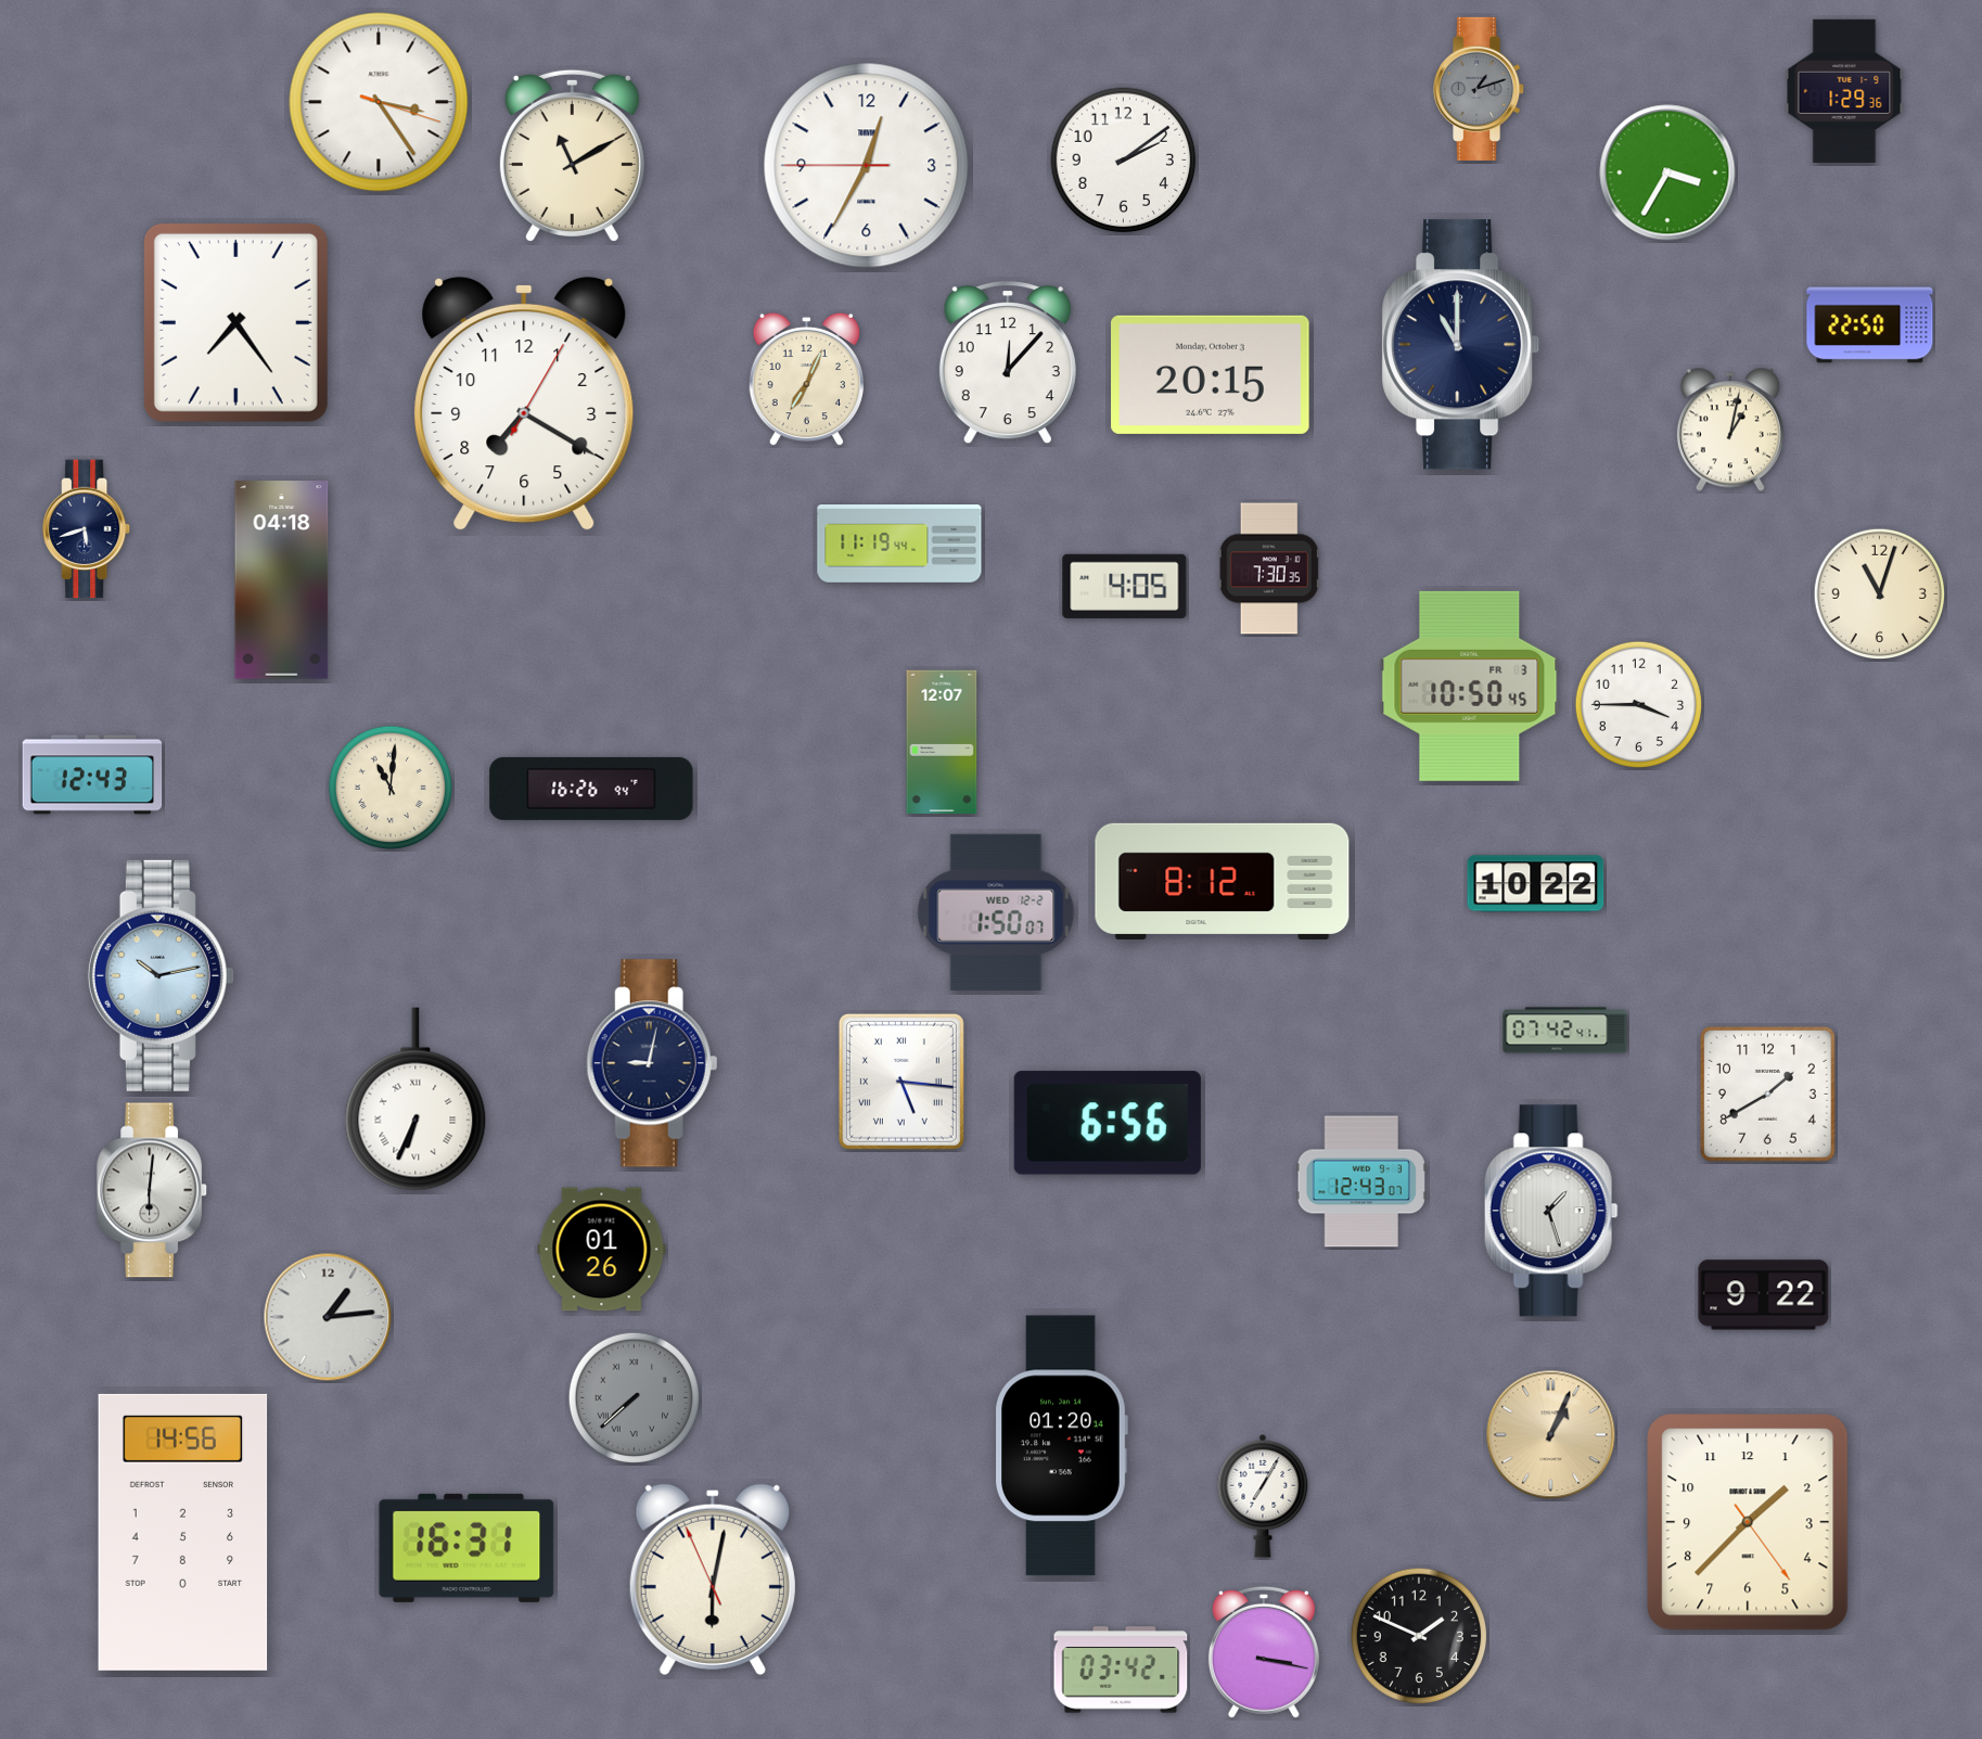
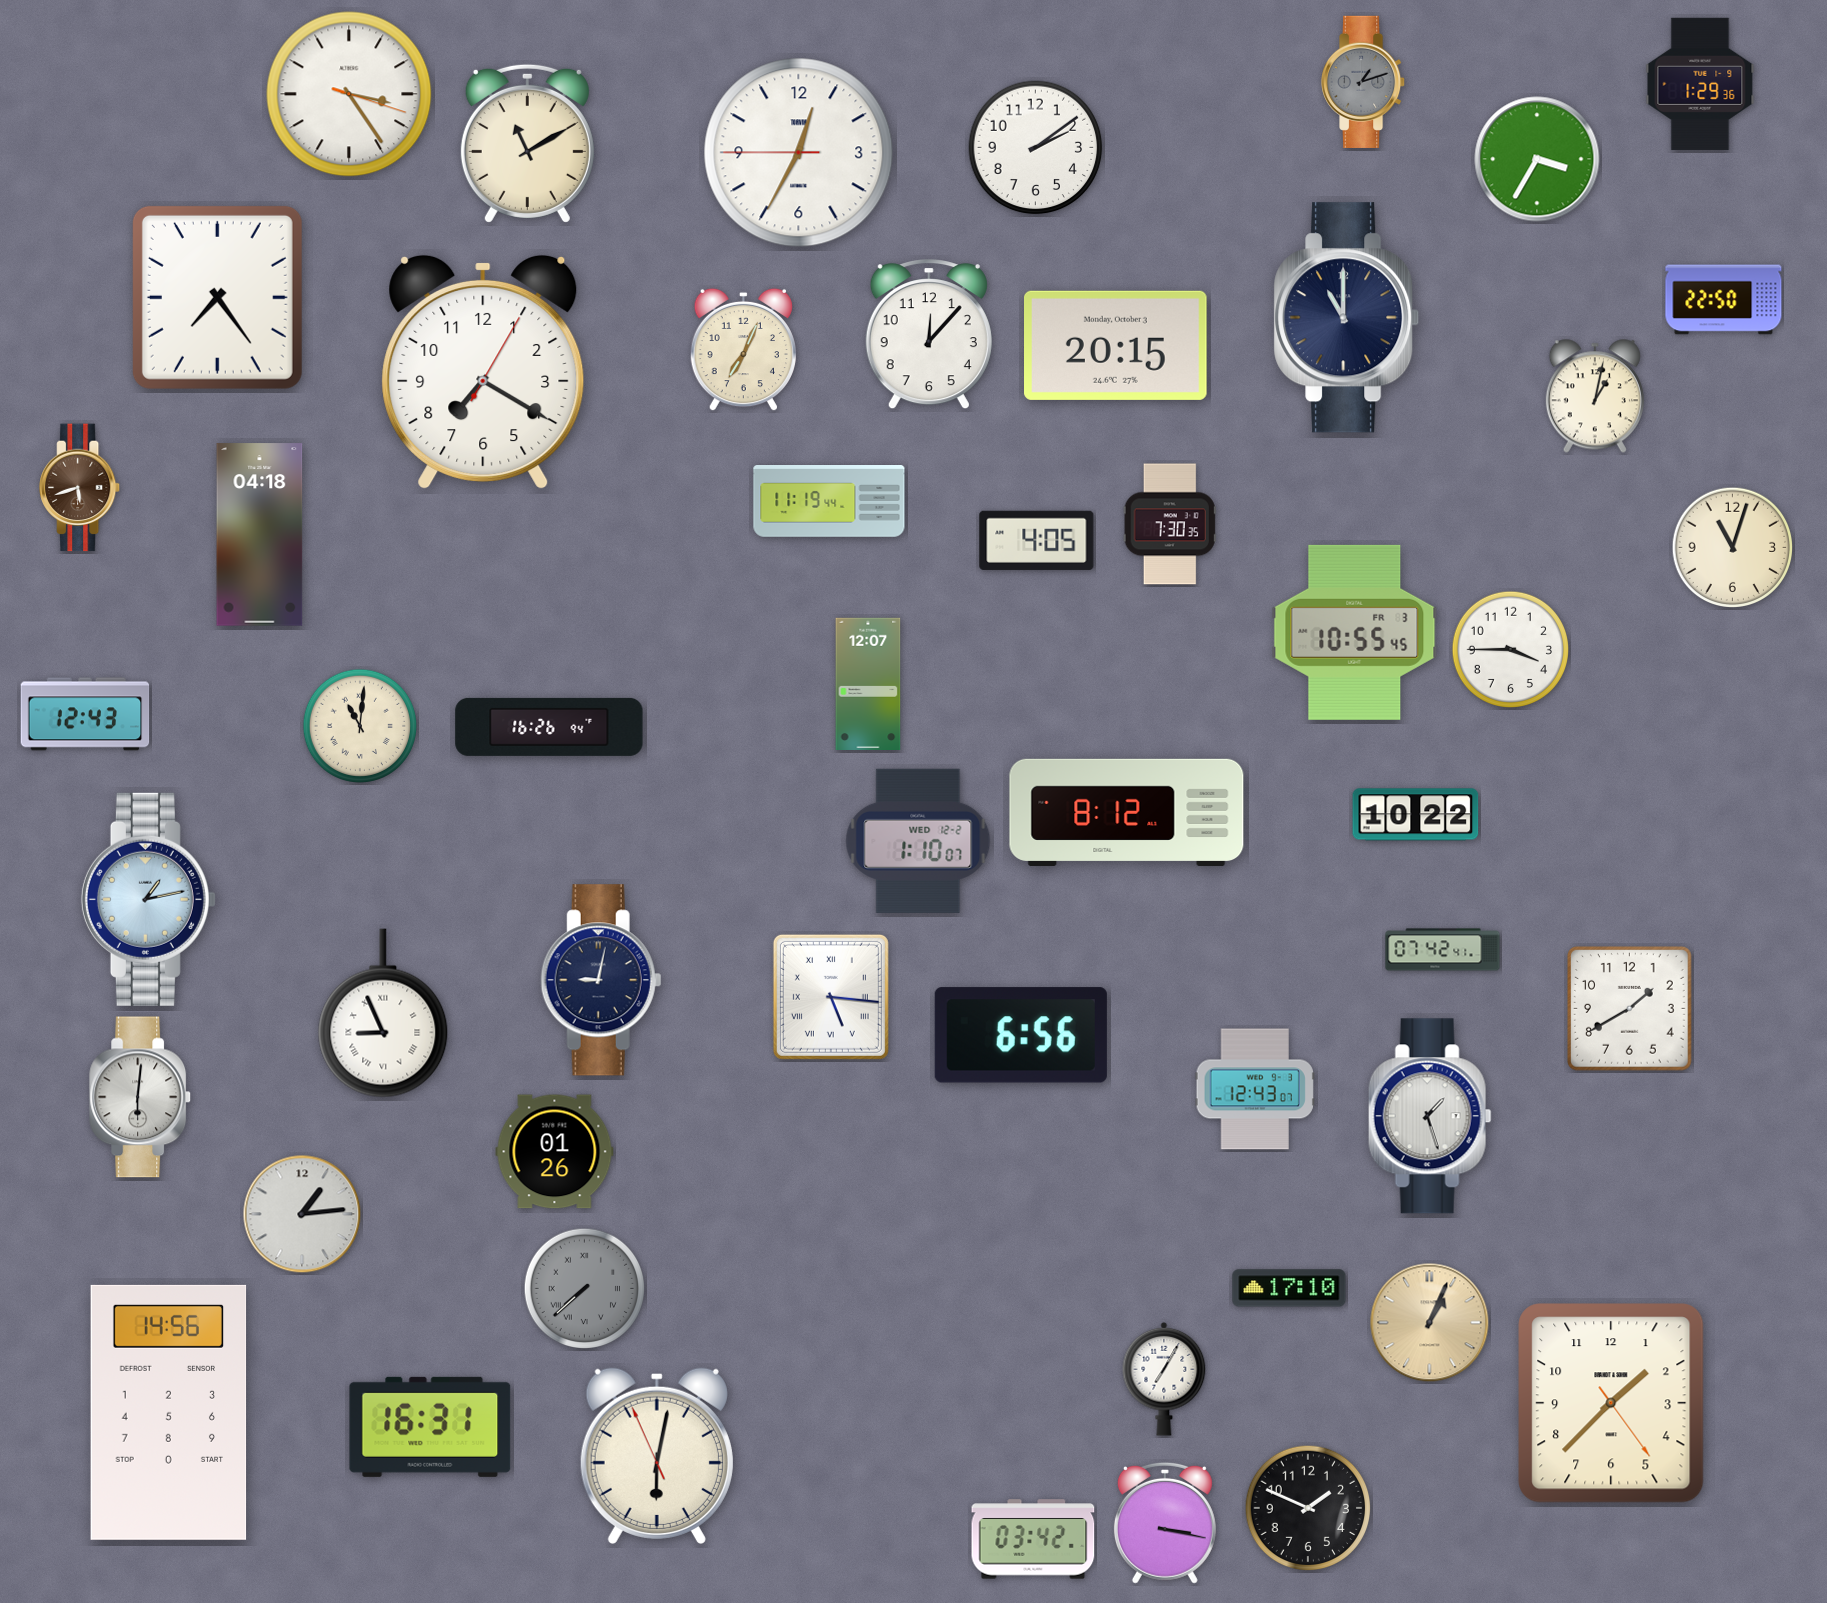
clock at (88, 529) dial: navy -> brown
clock at (1470, 686): 10:50 -> 10:55
clock at (591, 789) position: (591, 789) -> (549, 727)
clock at (996, 912): 1:50 -> 1:10
clock at (161, 975): 10:13 -> 1:13
clock at (415, 1099): 6:34 -> 8:56
clock at (1764, 1295): 9:22 -> none
clock at (1289, 1288): none -> 17:10
clock at (1061, 1446): 01:20 -> none
